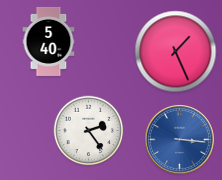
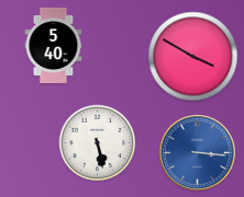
clock at (176, 52): 1:26 -> 3:50
clock at (89, 131): 2:24 -> 5:28
